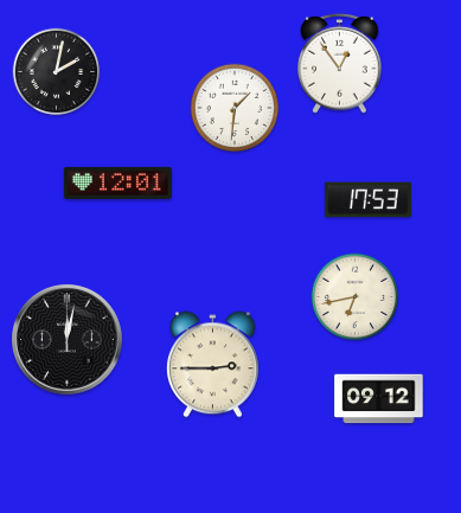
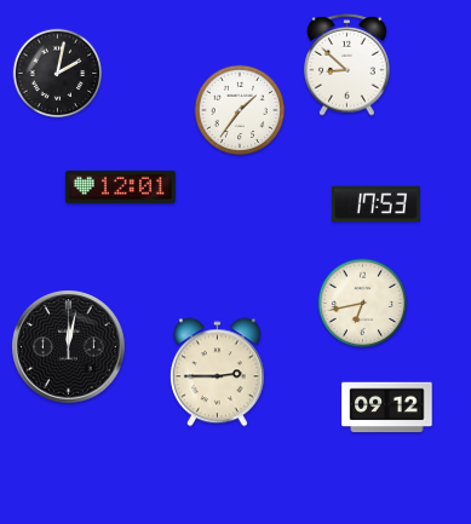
clock at (340, 63): 12:54 -> 8:52
clock at (235, 108): 1:31 -> 1:36
